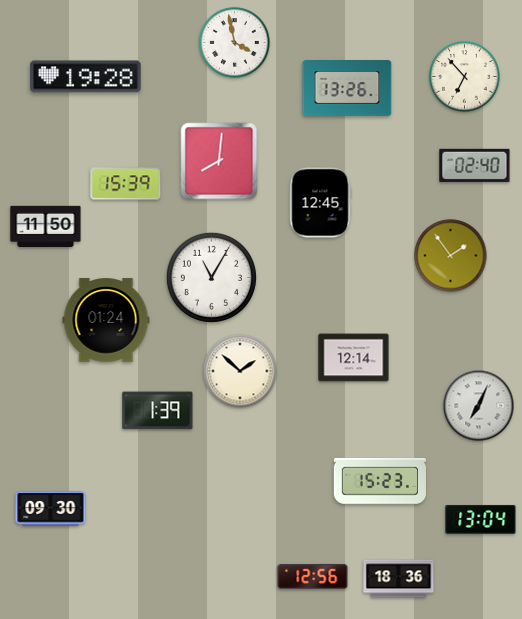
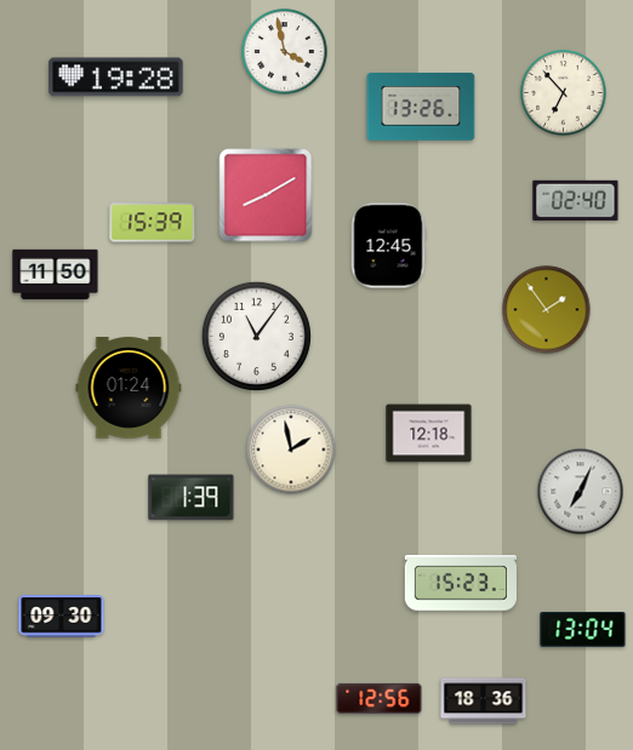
clock at (86, 77) position: (86, 77) -> (116, 78)
clock at (219, 161): 8:01 -> 8:10
clock at (211, 277): 11:05 -> 11:06
clock at (354, 358): 12:14 -> 12:18
clock at (240, 371): 1:52 -> 1:58
